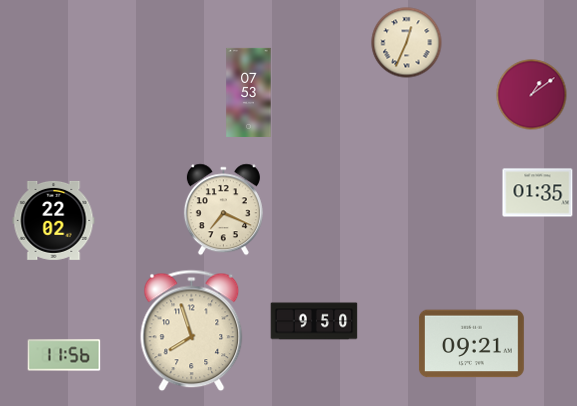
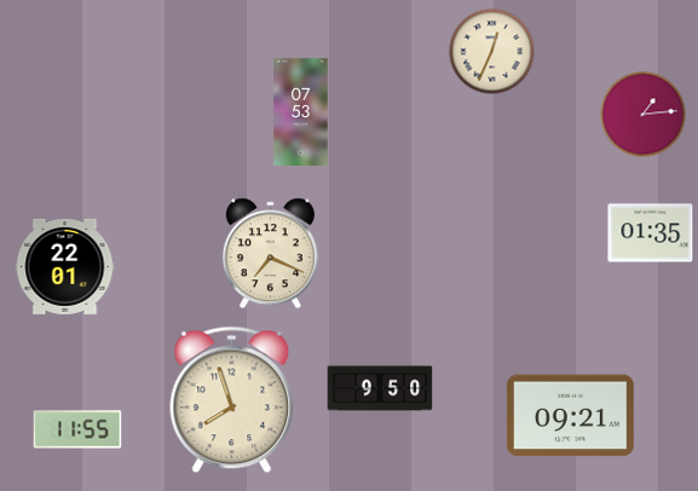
clock at (532, 95): 1:09 -> 1:14
clock at (54, 220): 22:02 -> 22:01
clock at (64, 355): 11:56 -> 11:55
